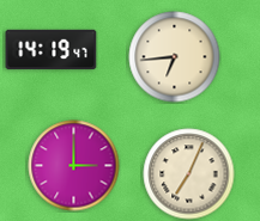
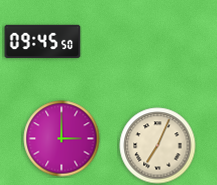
clock at (52, 50): 14:19 -> 09:45
clock at (175, 57): 6:44 -> none
